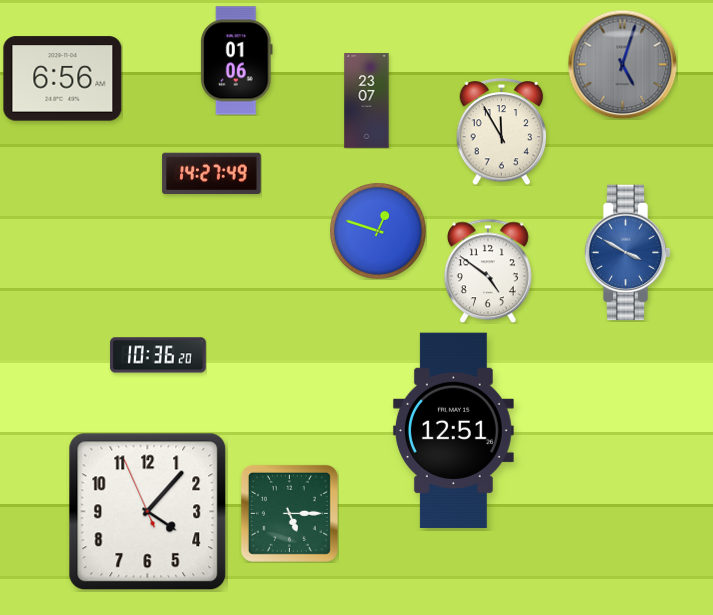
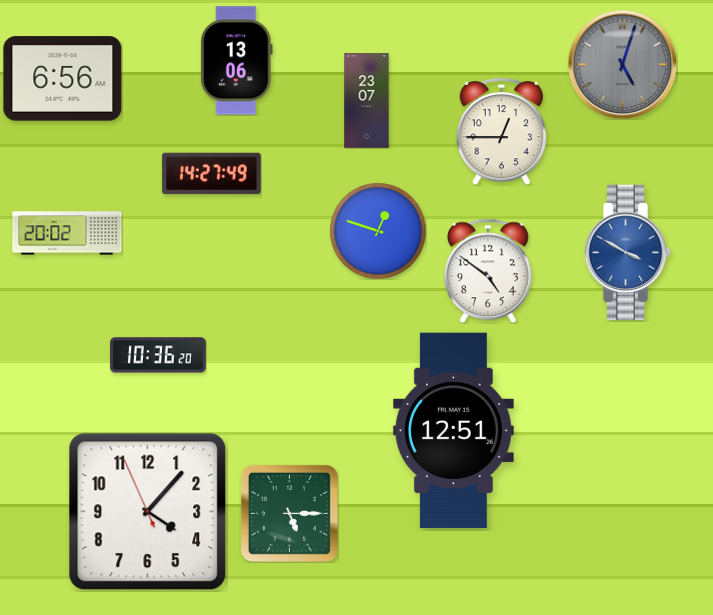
clock at (237, 61): 01:06 -> 13:06
clock at (502, 132): 11:55 -> 12:45
clock at (67, 233): none -> 20:02
